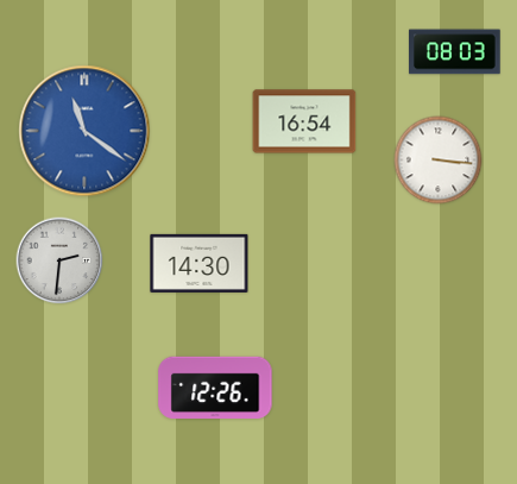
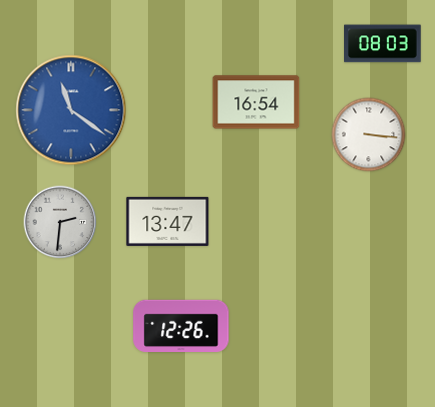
clock at (59, 260) position: (59, 260) -> (60, 222)
clock at (200, 263): 14:30 -> 13:47
